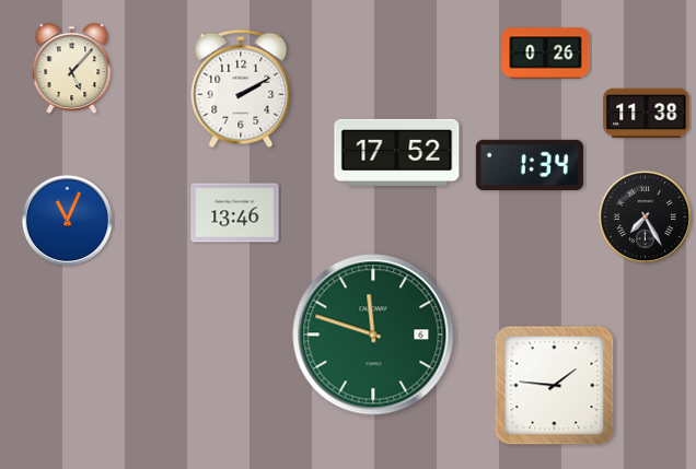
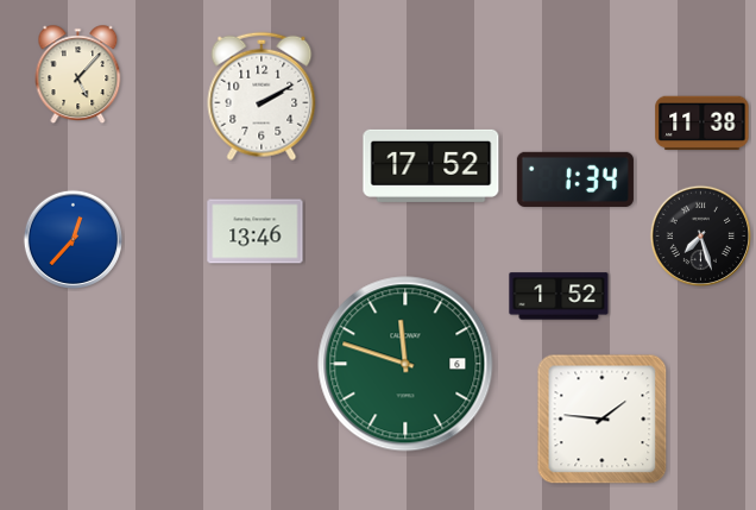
clock at (546, 54): 0:26 -> none
clock at (645, 216): 7:25 -> 7:27
clock at (67, 220): 11:04 -> 12:37
clock at (559, 296): none -> 1:52
